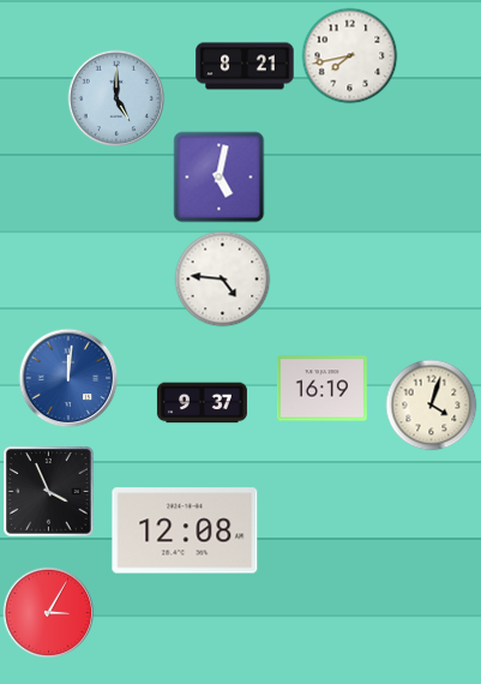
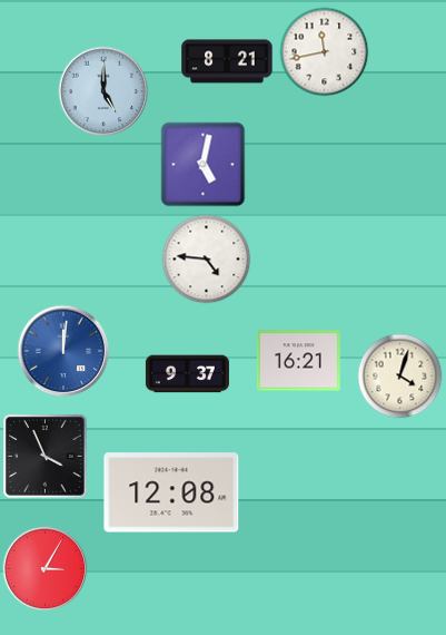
clock at (350, 56): 7:43 -> 11:43
clock at (116, 98) position: (116, 98) -> (103, 91)
clock at (321, 389): 16:19 -> 16:21
